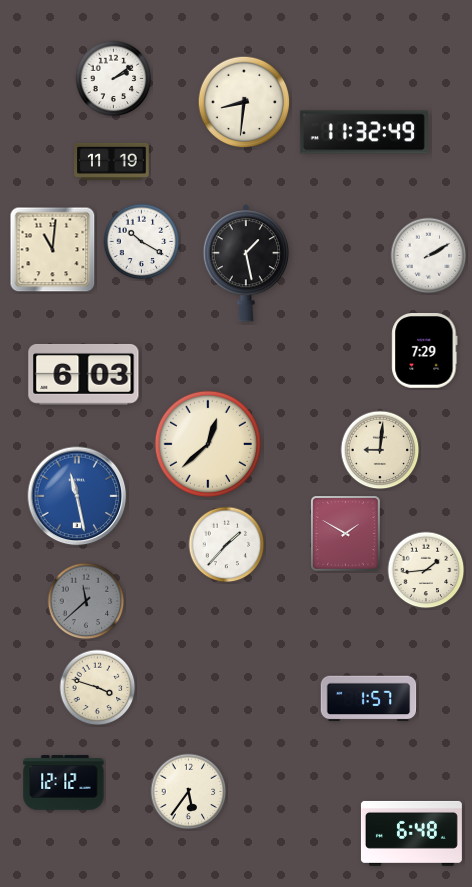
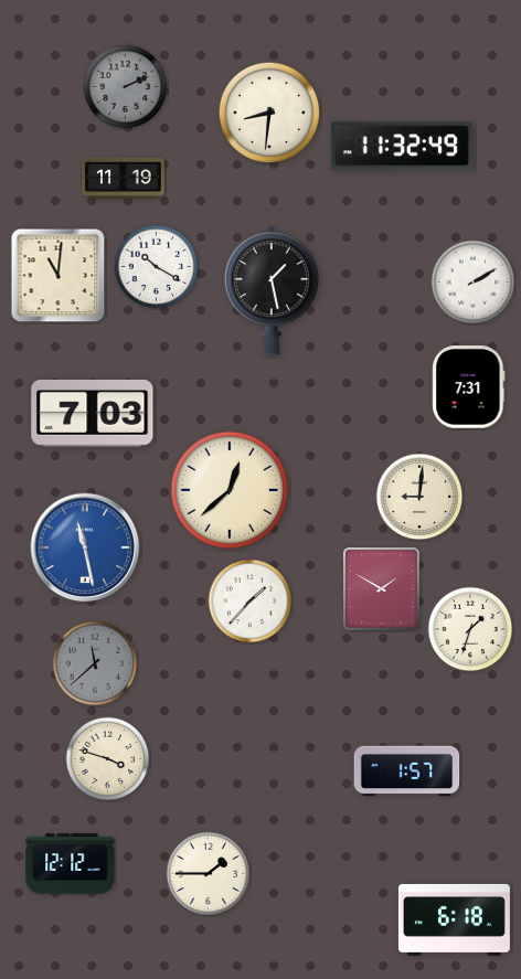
clock at (114, 79): 2:09 -> 2:11
clock at (114, 79) dial: white -> grey
clock at (425, 351): 7:29 -> 7:31
clock at (84, 375): 6:03 -> 7:03
clock at (426, 570): 1:44 -> 1:33
clock at (189, 792): 5:36 -> 1:45
clock at (411, 833): 6:48 -> 6:18
